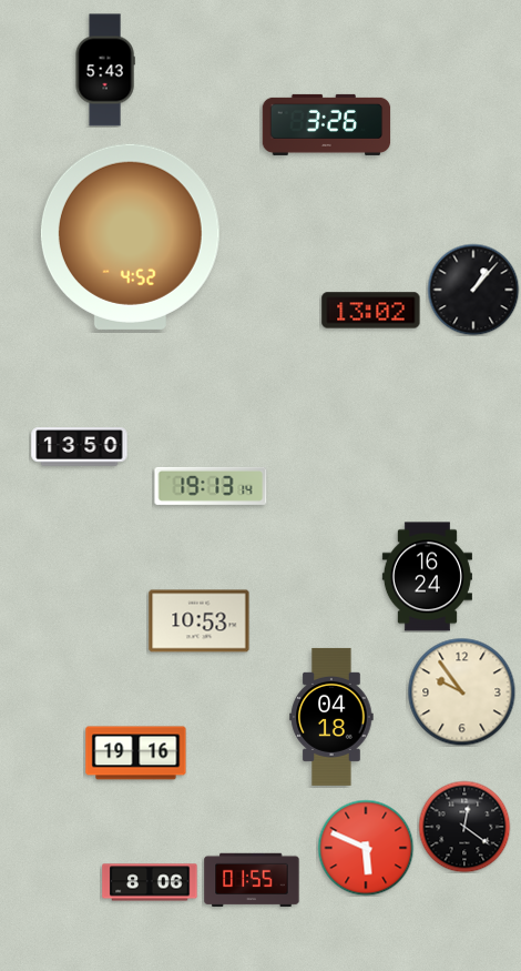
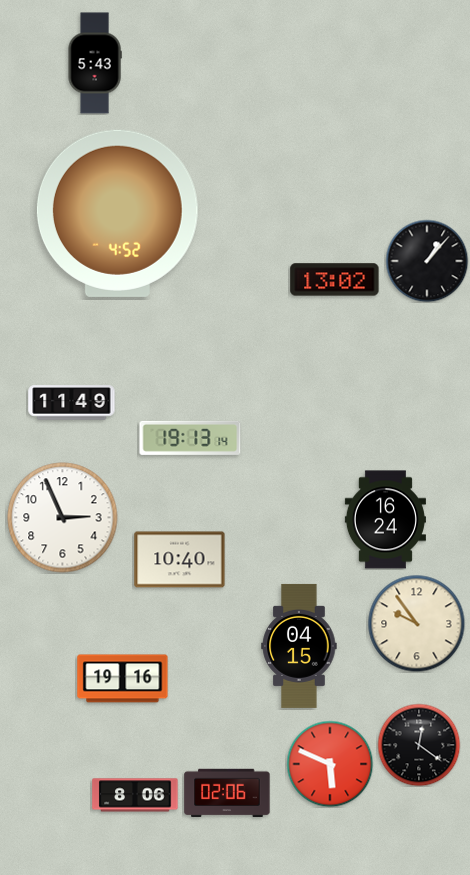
clock at (327, 124): 3:26 -> none
clock at (80, 447): 13:50 -> 11:49
clock at (63, 518): none -> 2:56
clock at (200, 621): 10:53 -> 10:40
clock at (331, 717): 04:18 -> 04:15
clock at (252, 880): 01:55 -> 02:06
